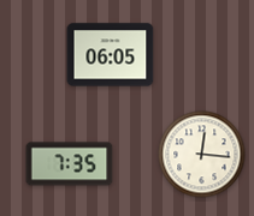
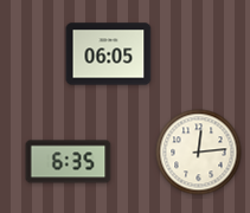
clock at (202, 155): 12:16 -> 12:14
clock at (70, 164): 7:35 -> 6:35
